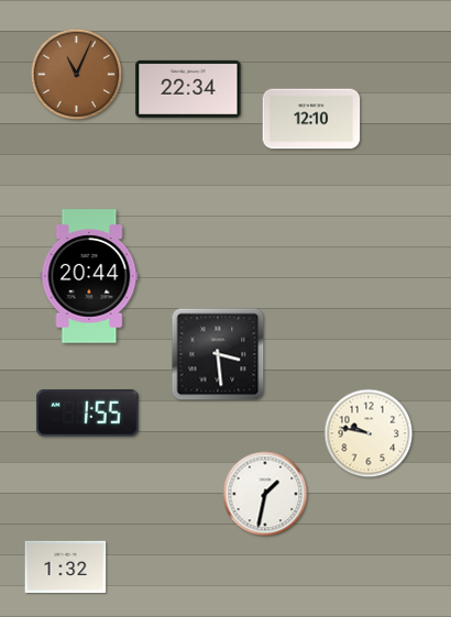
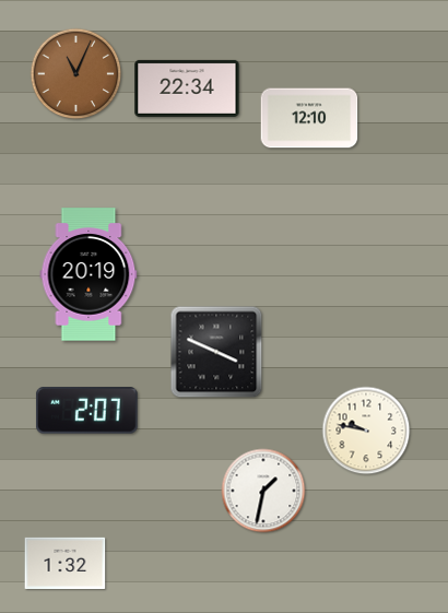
clock at (89, 276): 20:44 -> 20:19
clock at (218, 354): 3:29 -> 3:49
clock at (87, 414): 1:55 -> 2:07
